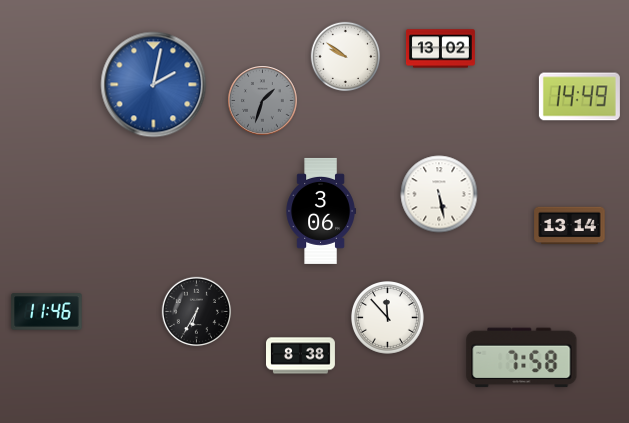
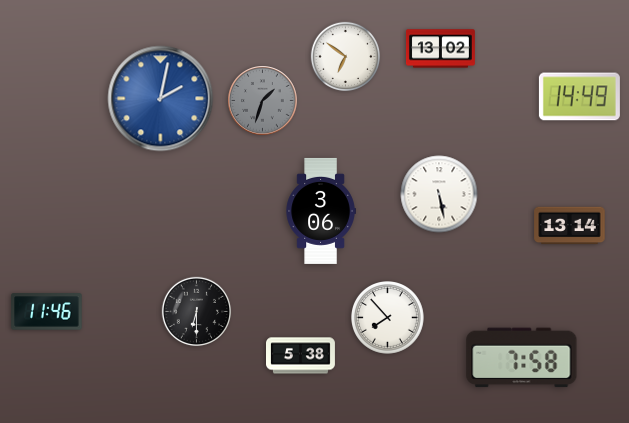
clock at (346, 57): 9:51 -> 6:51
clock at (154, 85) position: (154, 85) -> (161, 99)
clock at (197, 312): 6:35 -> 6:30
clock at (388, 318): 11:53 -> 7:53
clock at (301, 356): 8:38 -> 5:38
